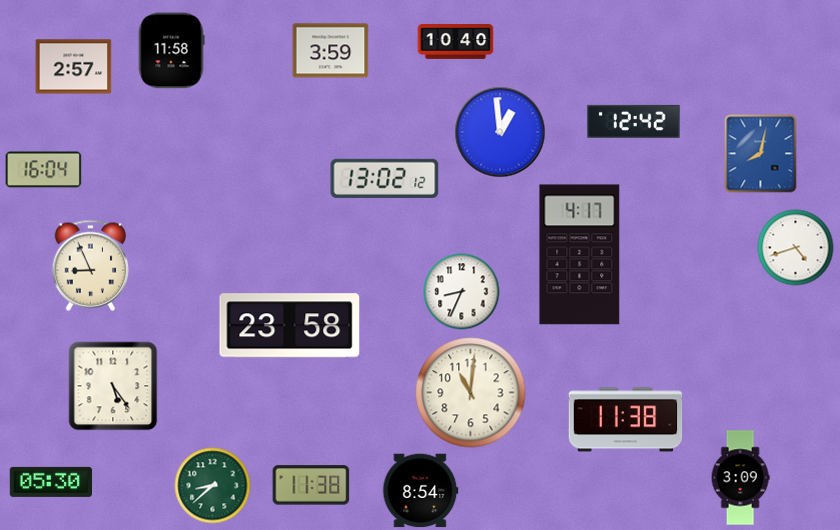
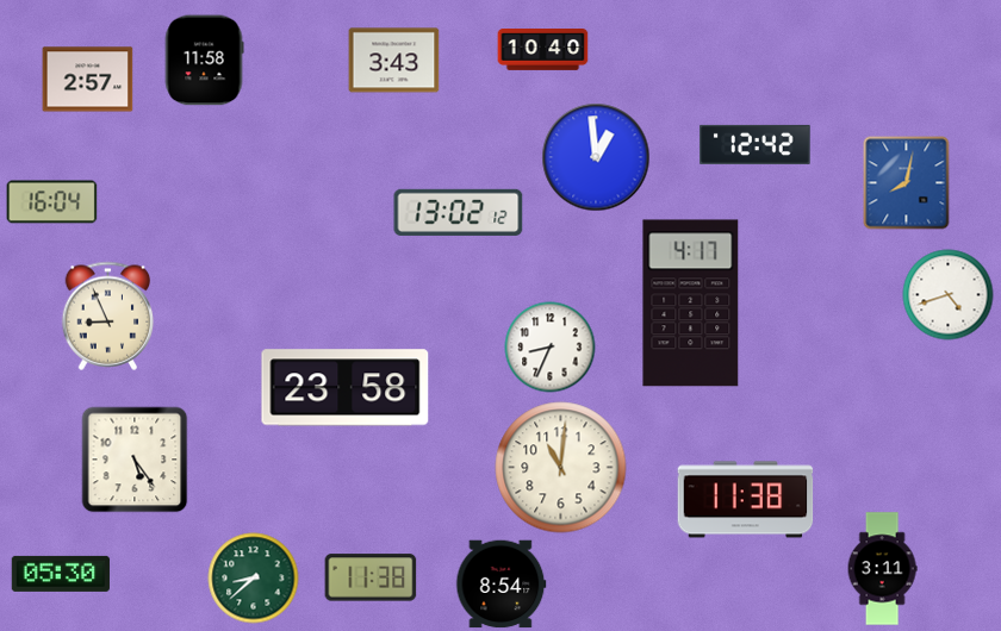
clock at (331, 51): 3:59 -> 3:43
clock at (740, 478): 3:09 -> 3:11
